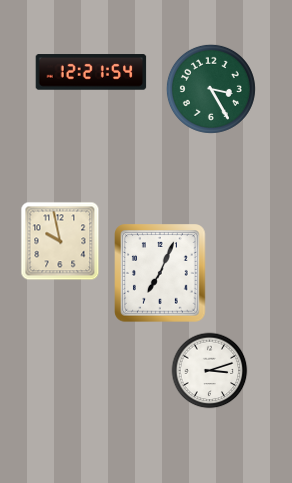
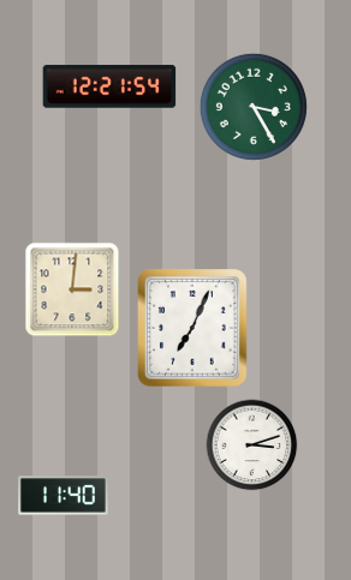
clock at (60, 241): 9:58 -> 3:01
clock at (64, 496): none -> 11:40
